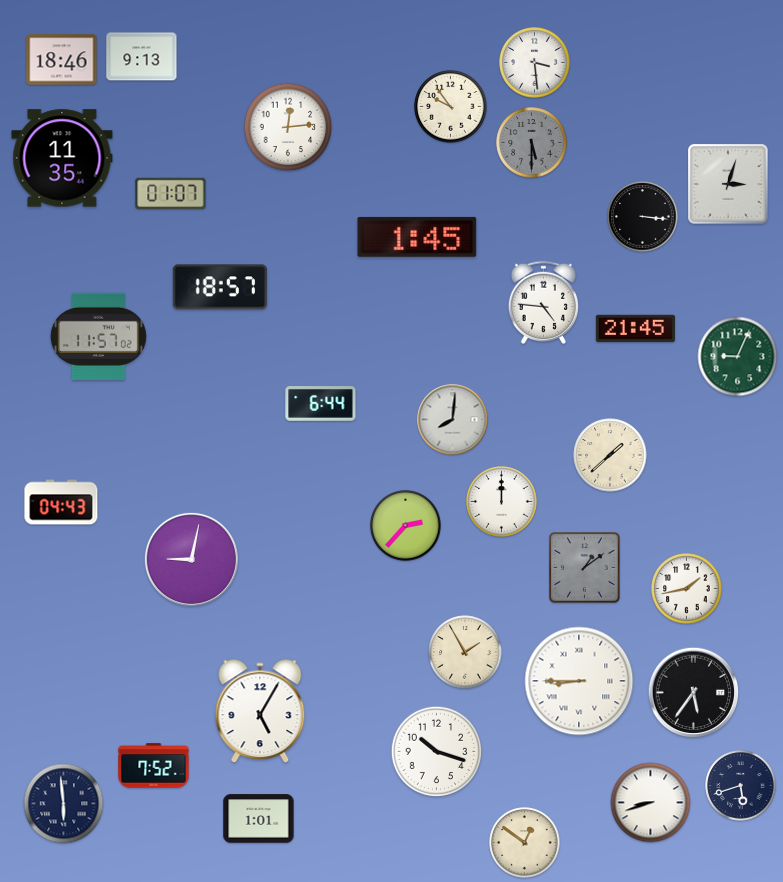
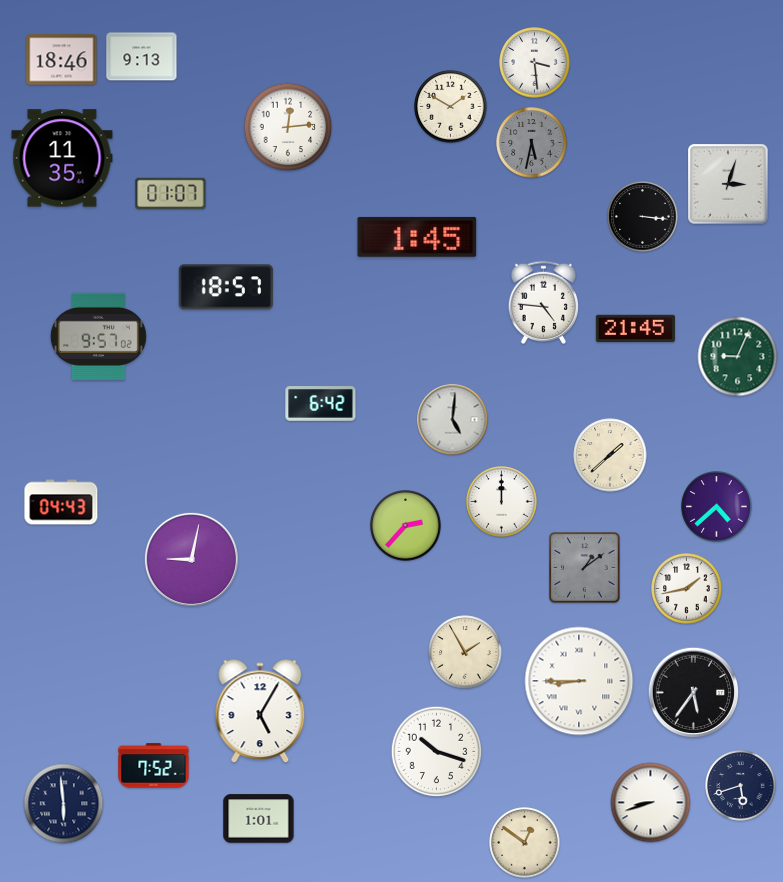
clock at (451, 107): 9:54 -> 1:50
clock at (532, 143): 5:30 -> 5:32
clock at (220, 287) position: (220, 287) -> (226, 287)
clock at (98, 336): 11:57 -> 9:57
clock at (321, 404): 6:44 -> 6:42
clock at (453, 420): 8:01 -> 5:01
clock at (717, 507): none -> 4:38
